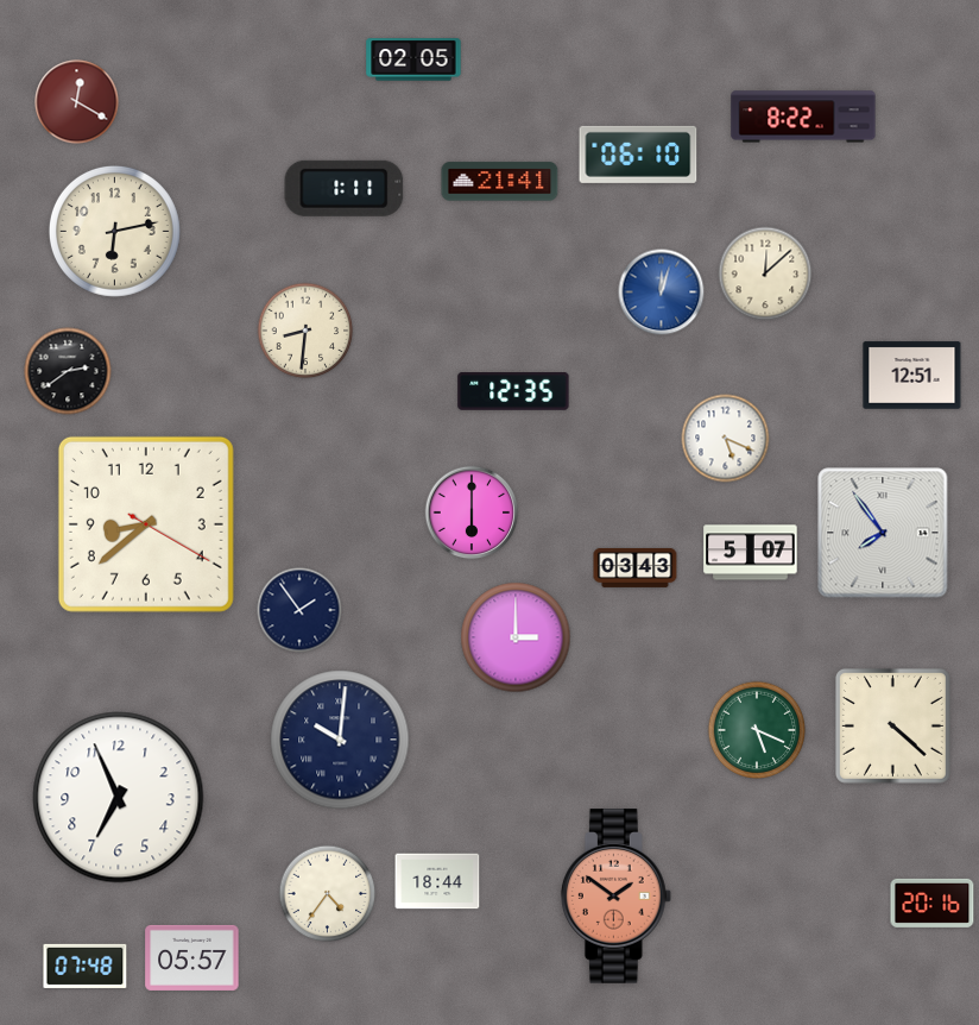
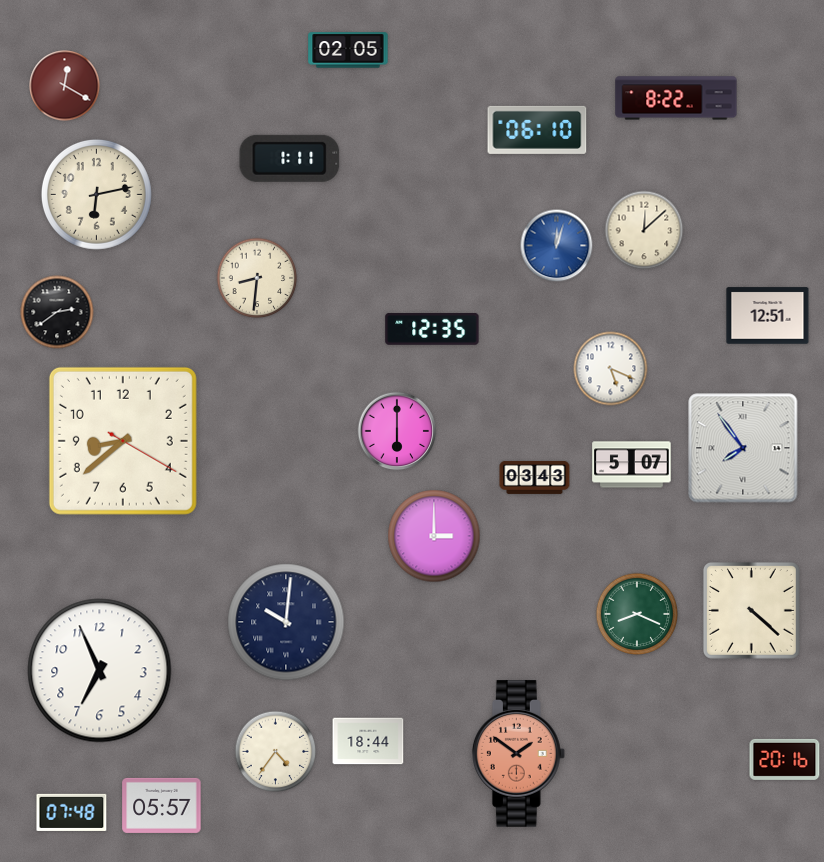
clock at (500, 182): 21:41 -> none
clock at (299, 610): 1:54 -> none
clock at (757, 730): 5:19 -> 8:19
